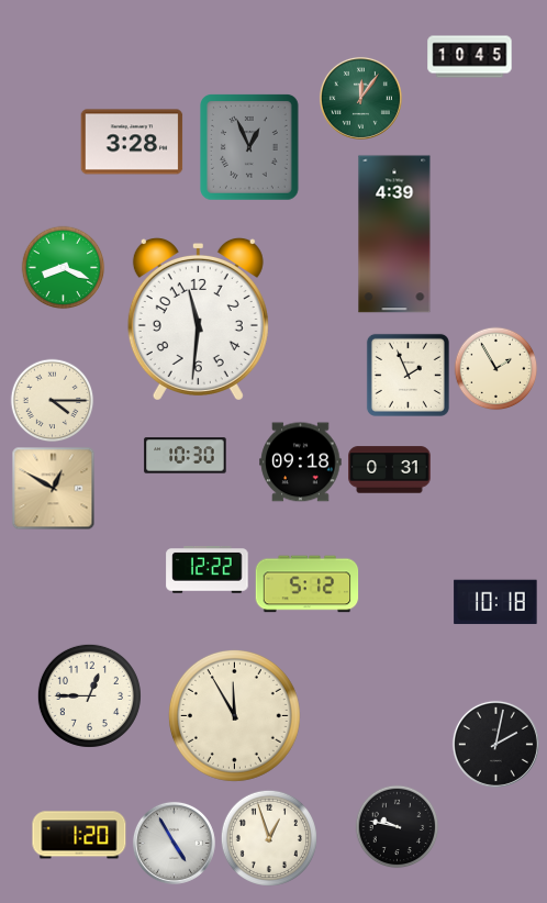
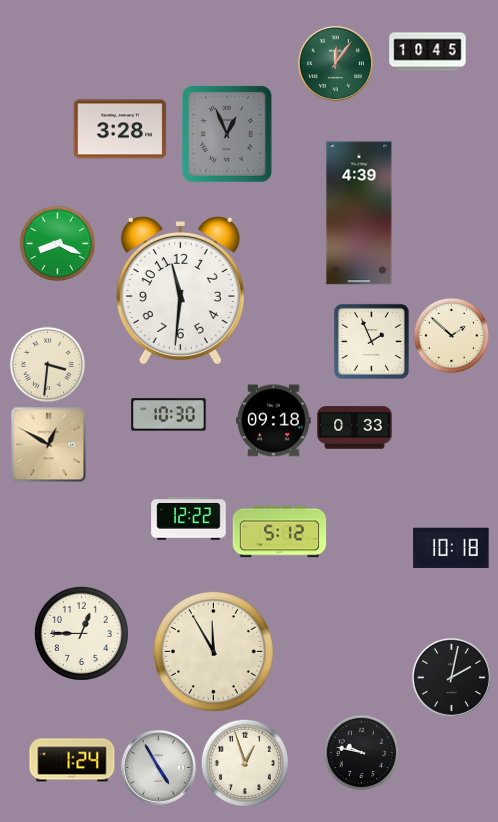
clock at (360, 98) position: (360, 98) -> (335, 63)
clock at (496, 369): 1:55 -> 1:52
clock at (53, 401): 4:15 -> 3:31
clock at (390, 470): 0:31 -> 0:33
clock at (79, 835): 1:20 -> 1:24
